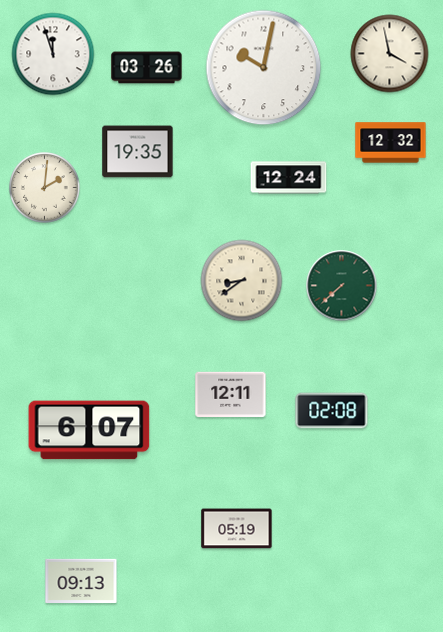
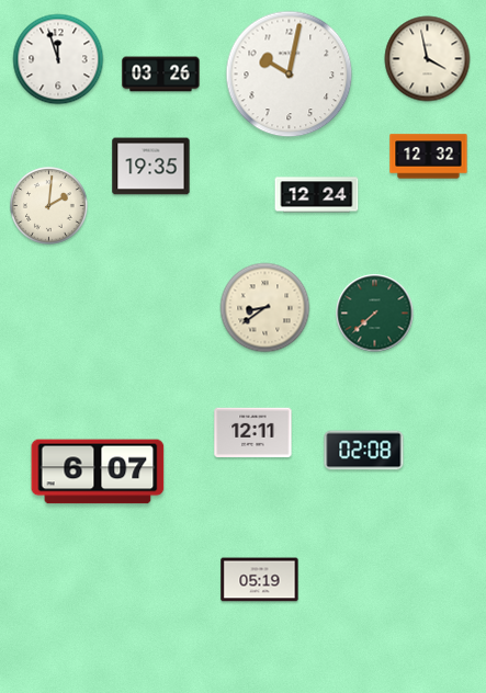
clock at (81, 580): 09:13 -> none
